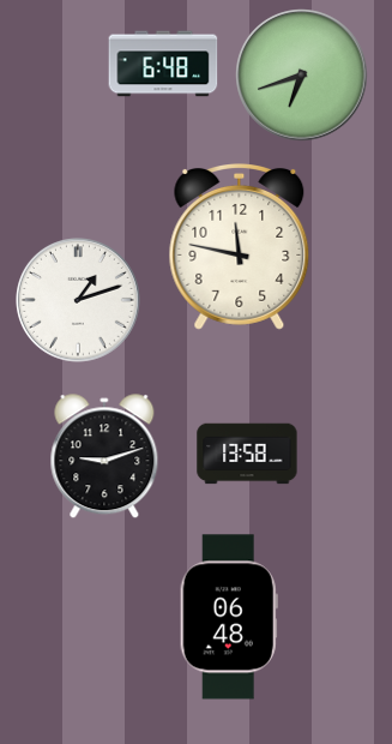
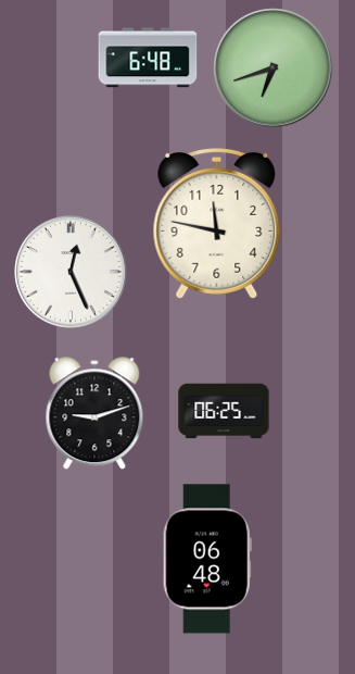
clock at (79, 301): 1:12 -> 12:26
clock at (247, 454): 13:58 -> 06:25
